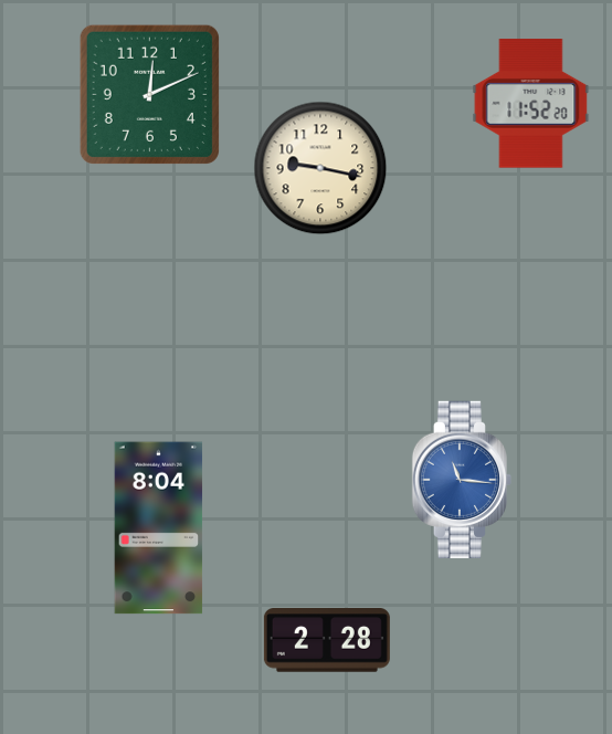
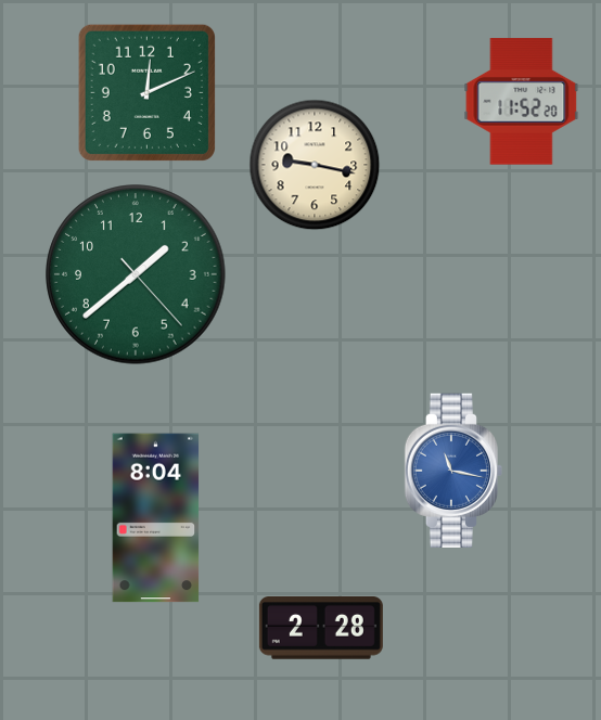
clock at (136, 274): none -> 1:38
clock at (461, 479): 11:16 -> 11:17
